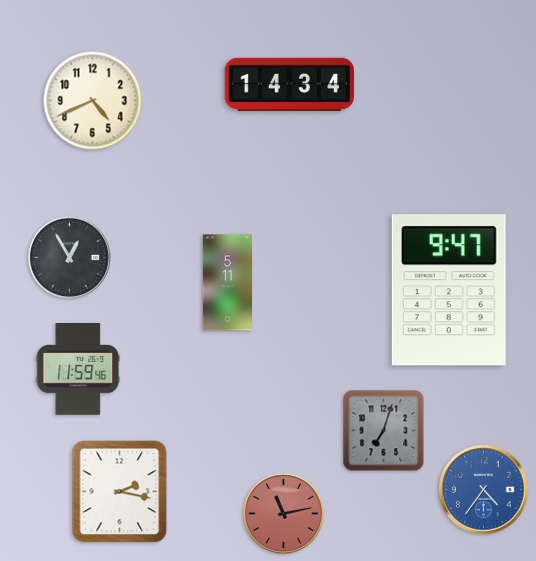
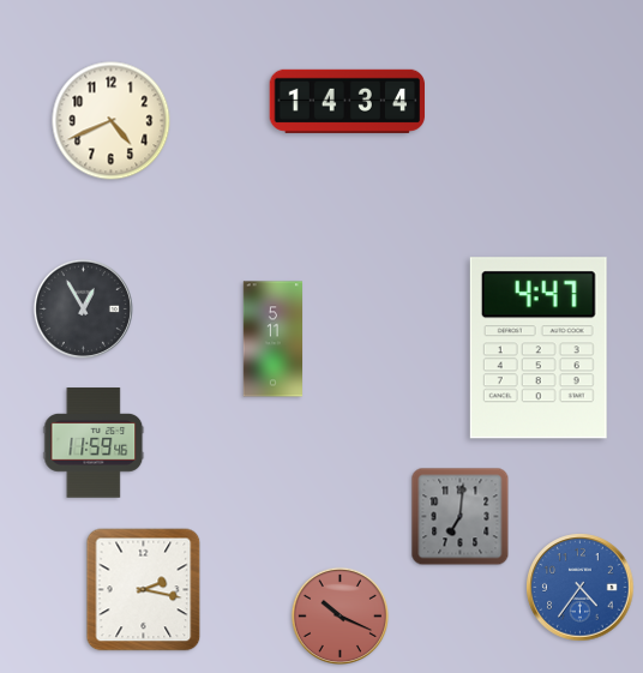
clock at (449, 290): 9:47 -> 4:47
clock at (384, 431): 7:03 -> 7:01
clock at (283, 513): 11:13 -> 10:19
